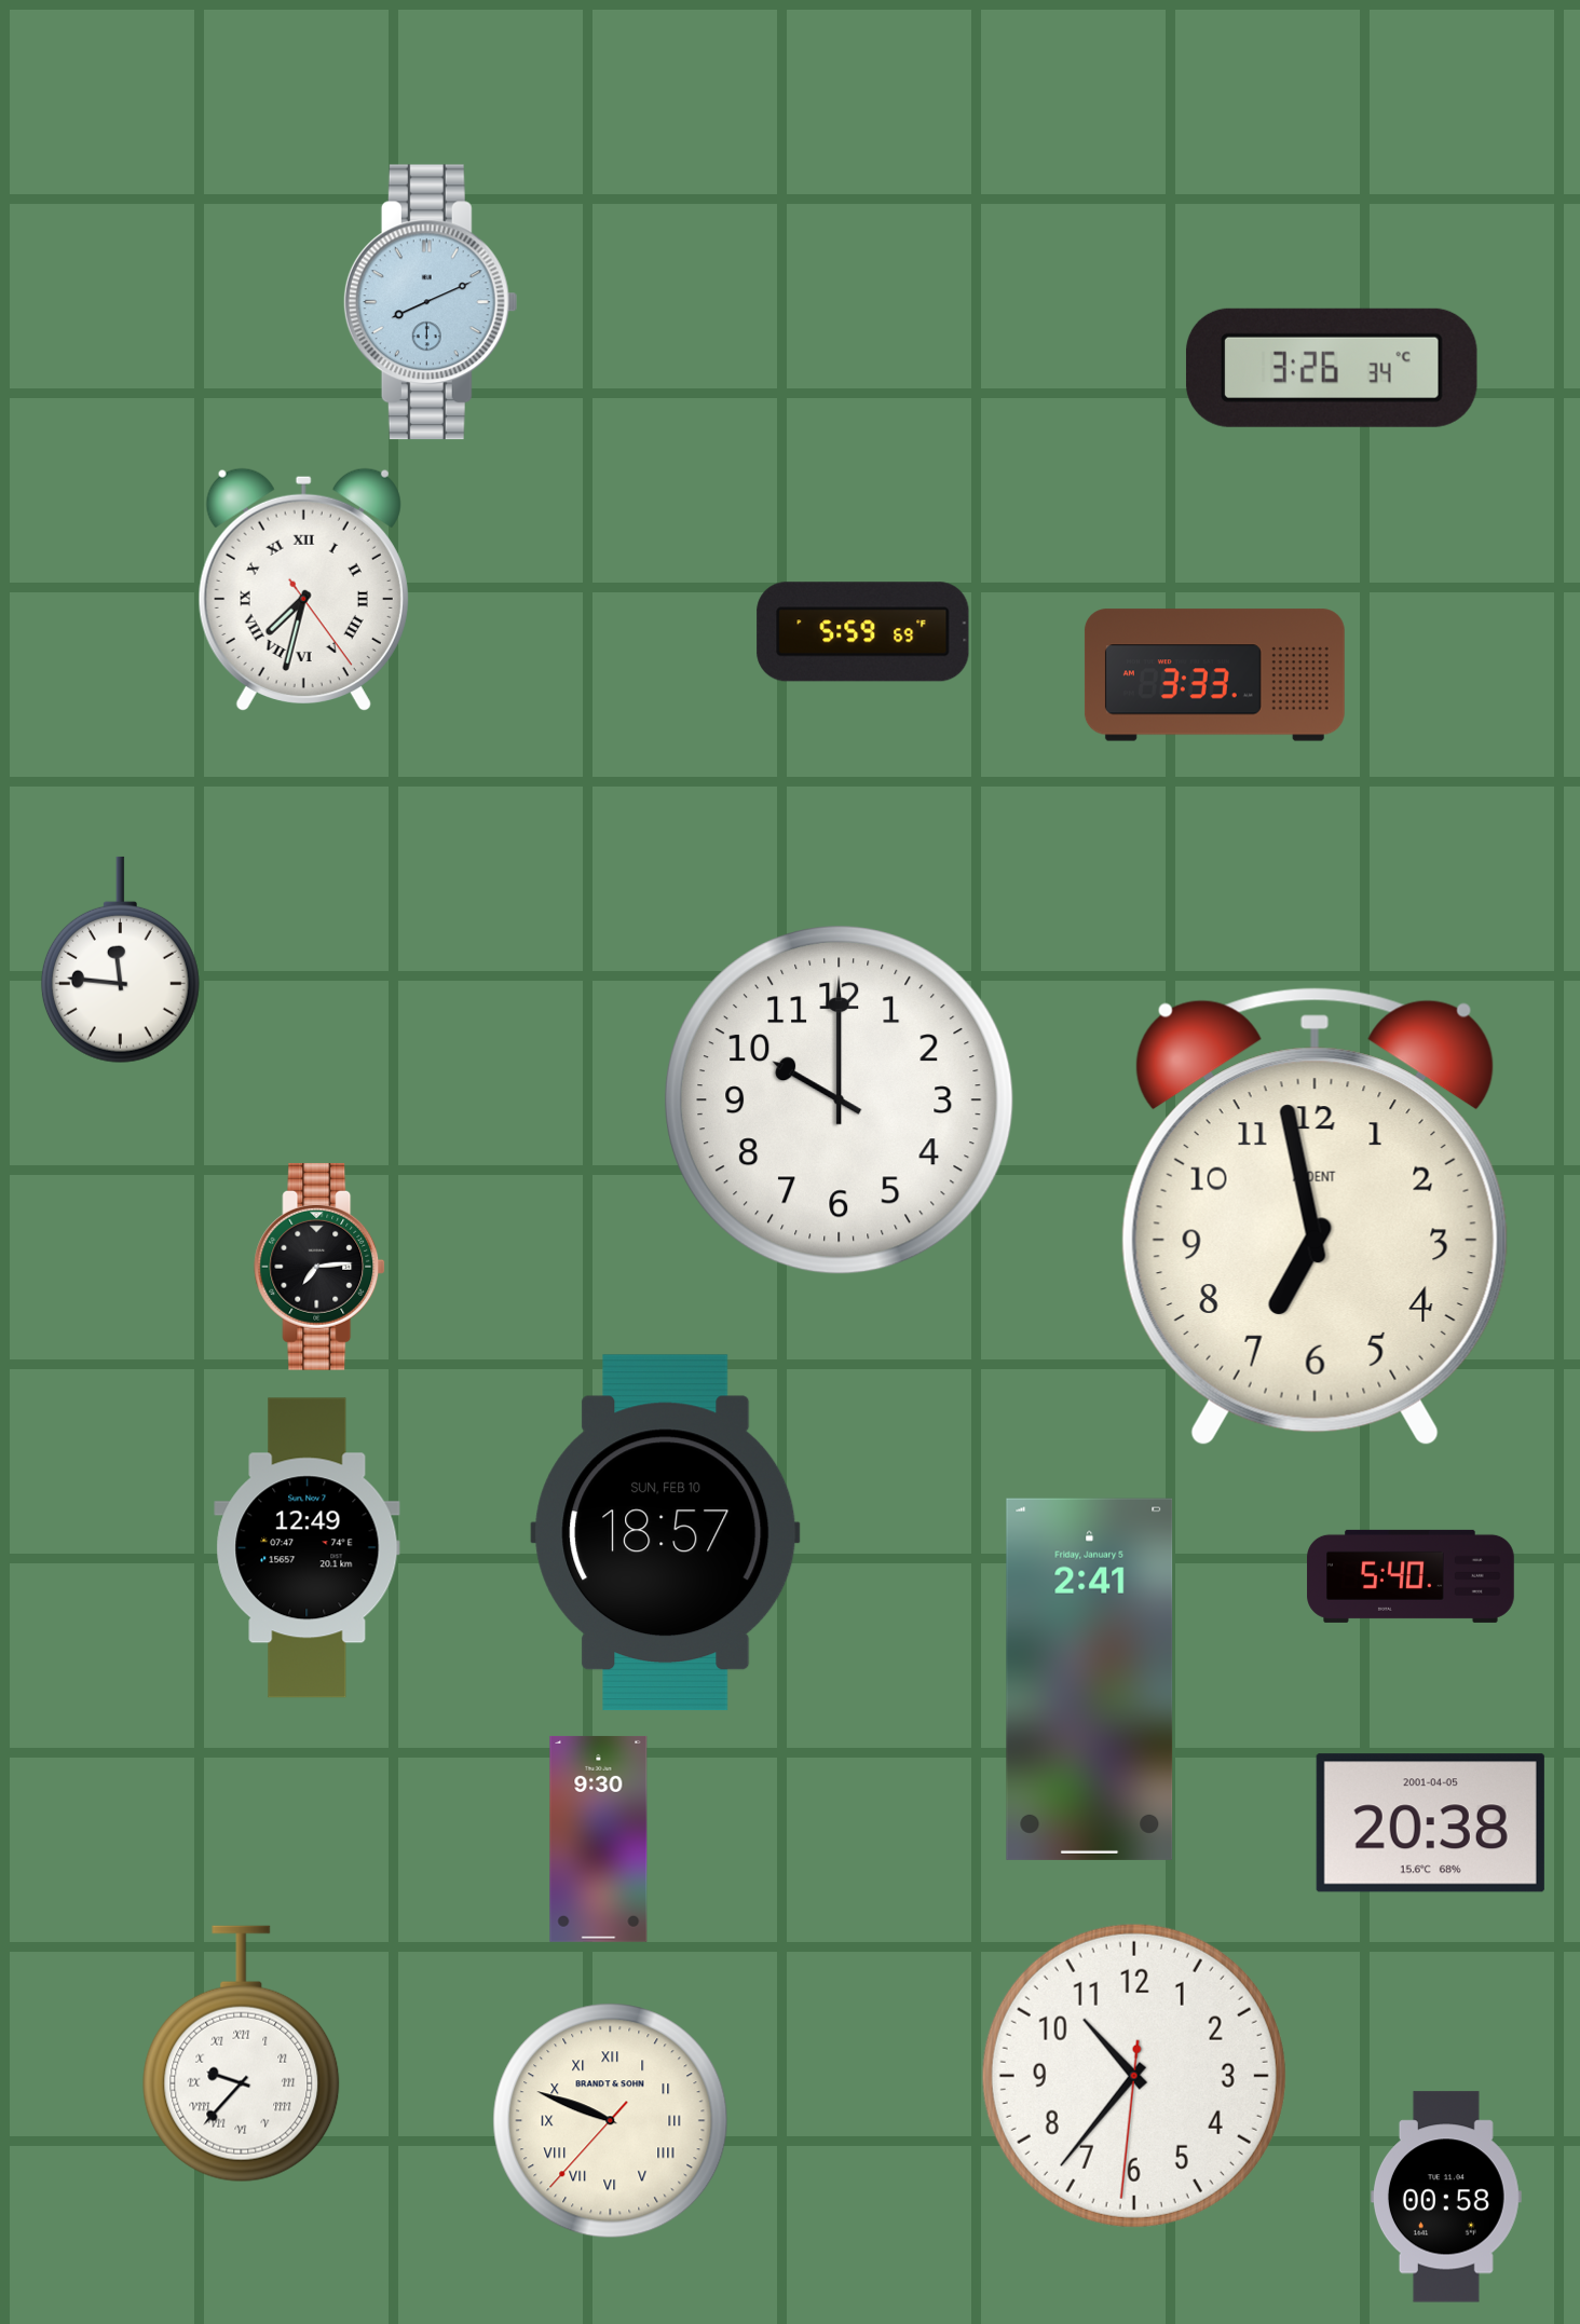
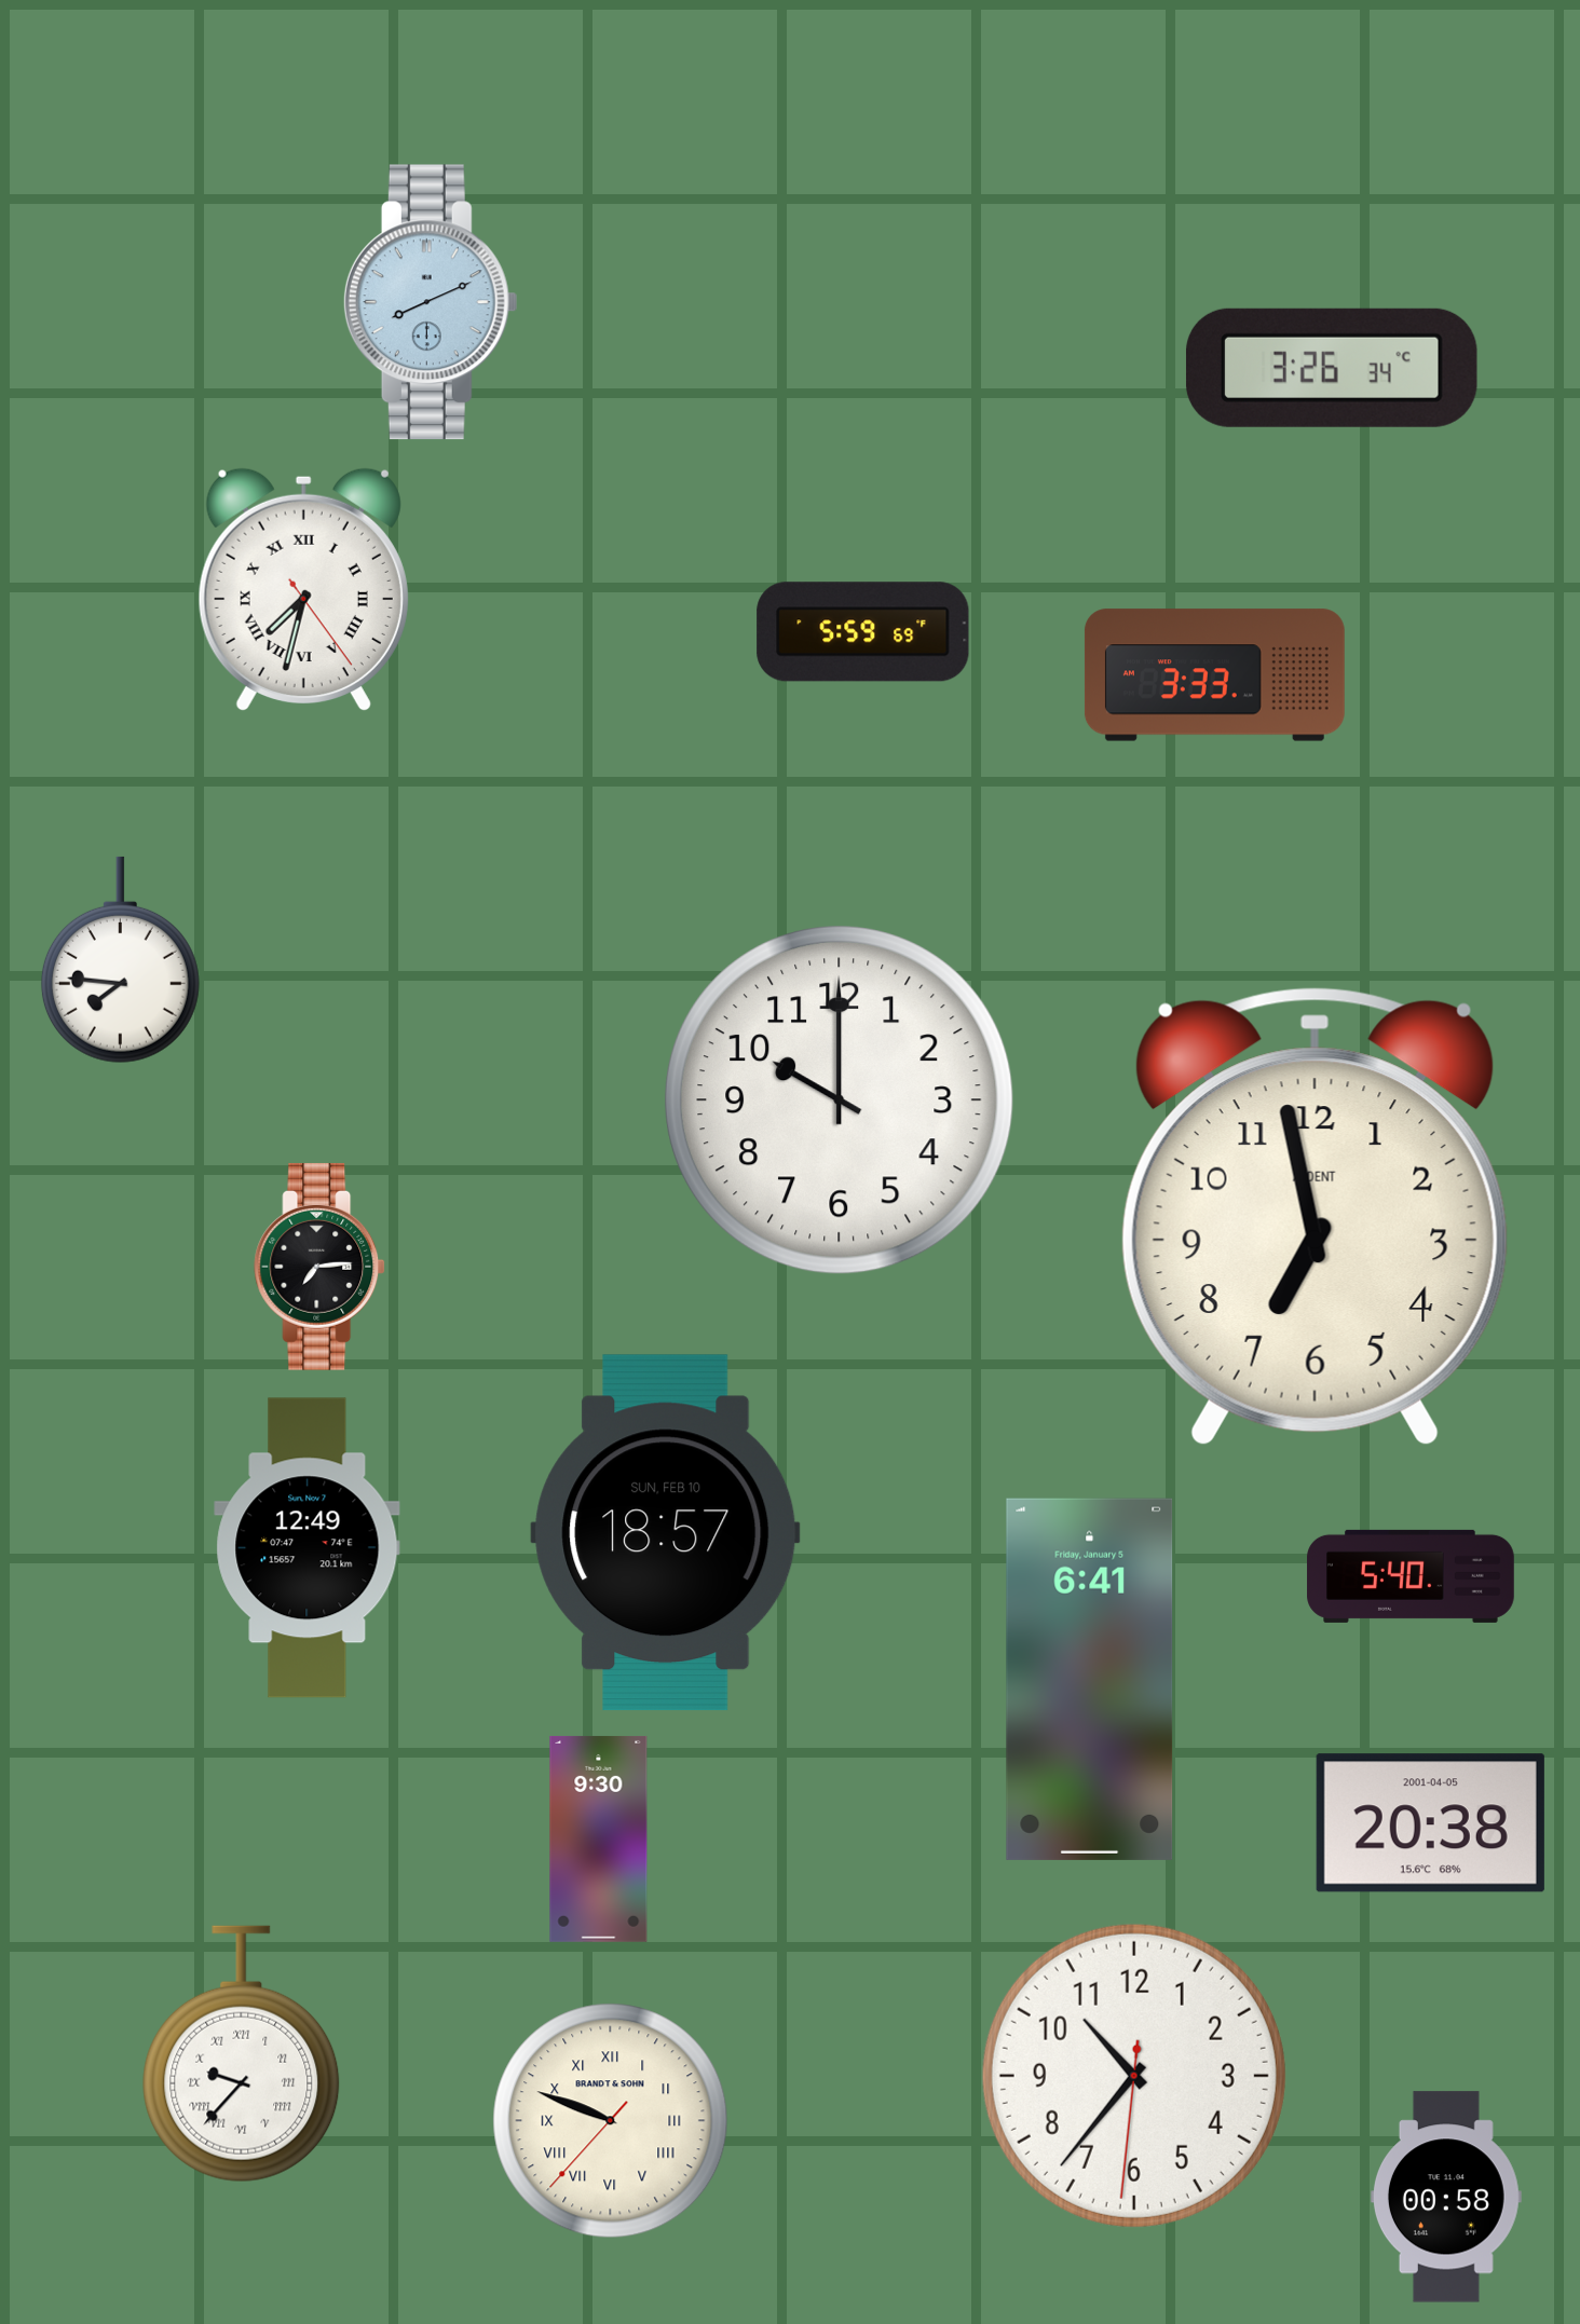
clock at (120, 960): 11:46 -> 7:46
clock at (1090, 1679): 2:41 -> 6:41
